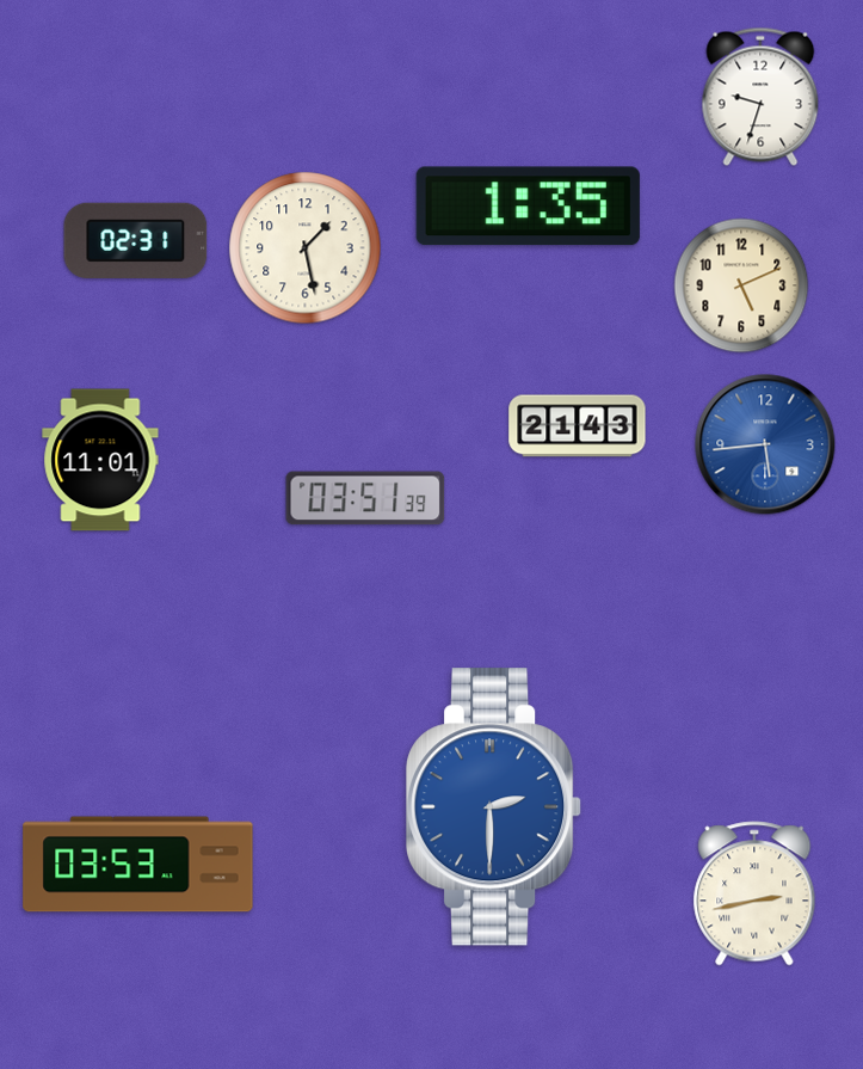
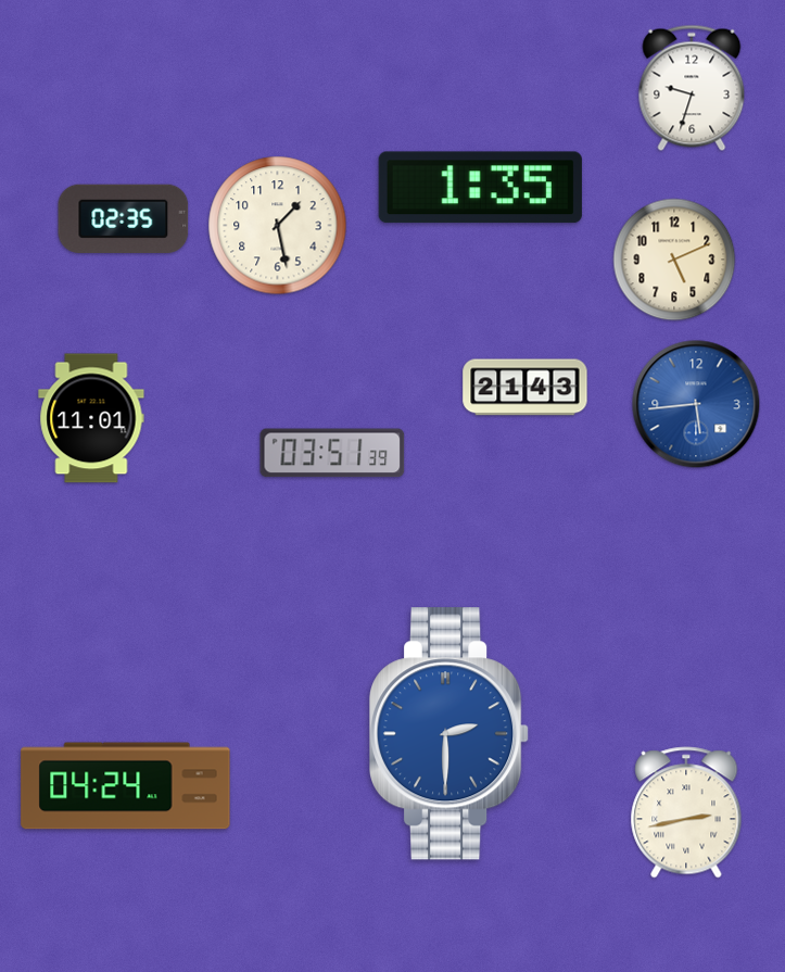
clock at (136, 240): 02:31 -> 02:35
clock at (138, 865): 03:53 -> 04:24
